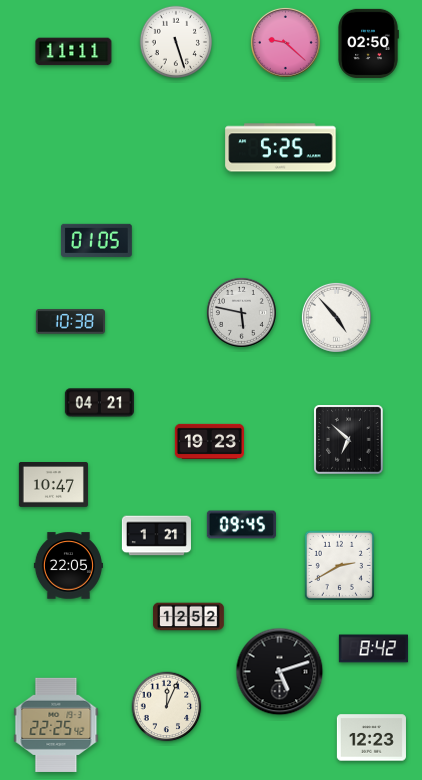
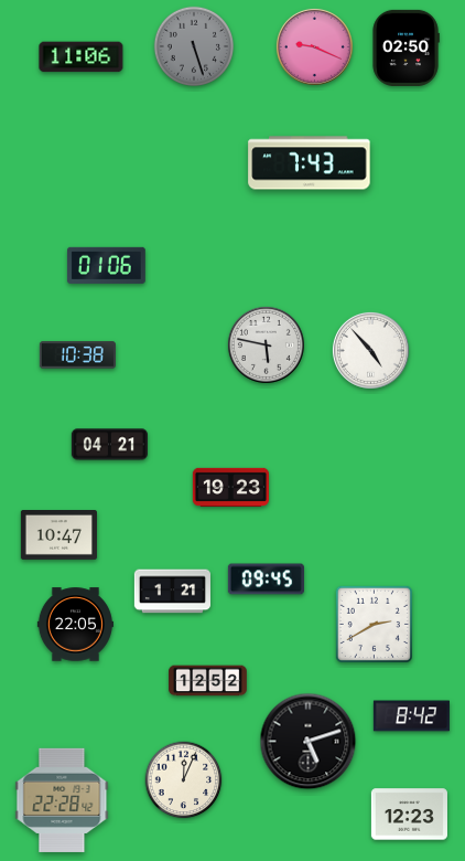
clock at (175, 41) dial: white -> grey
clock at (285, 42): 9:22 -> 9:19
clock at (74, 52): 11:11 -> 11:06
clock at (281, 148): 5:25 -> 7:43
clock at (96, 240): 01:05 -> 01:06
clock at (349, 440): 6:52 -> none
clock at (56, 725): 22:25 -> 22:28
